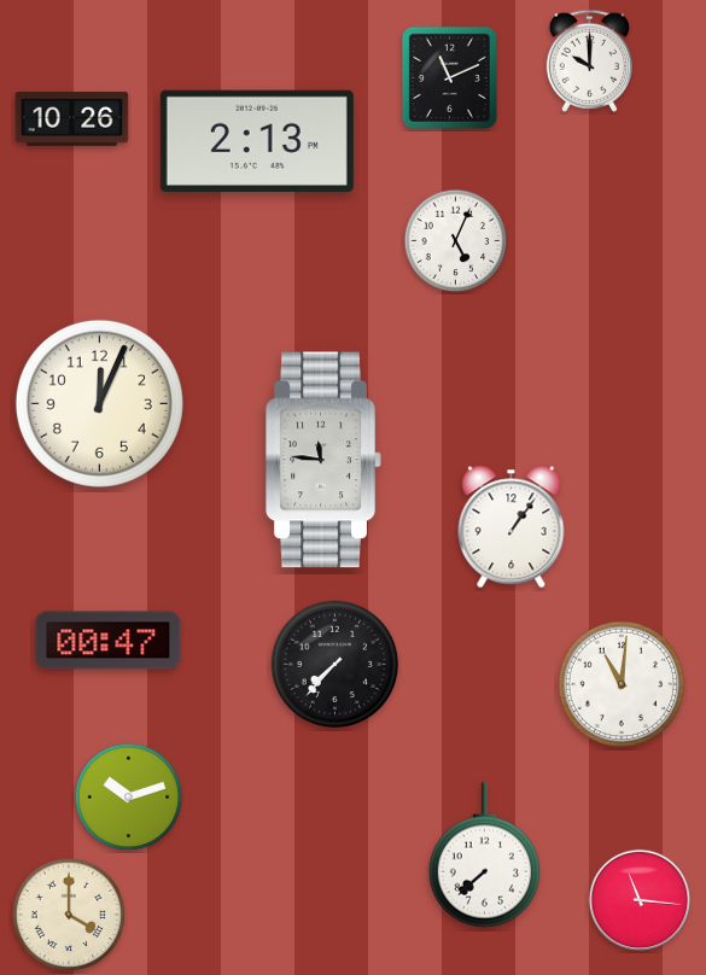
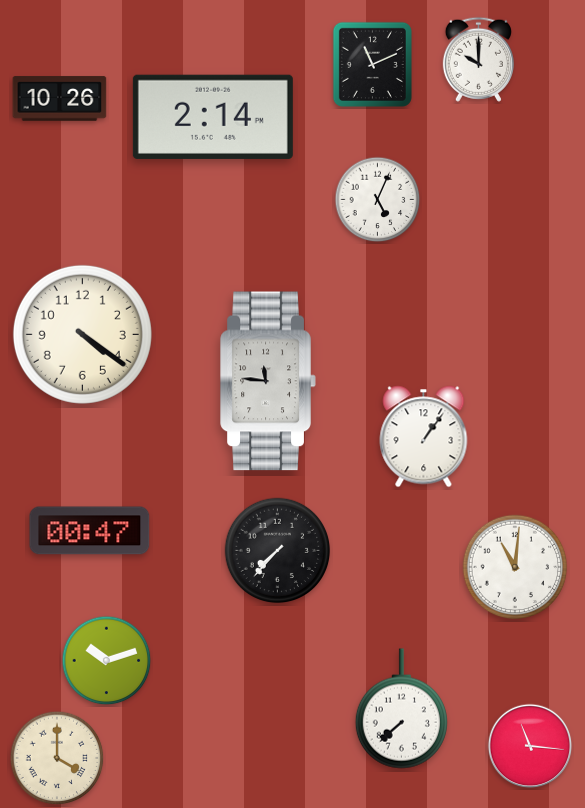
clock at (589, 60) position: (589, 60) -> (478, 59)
clock at (257, 141): 2:13 -> 2:14
clock at (99, 403): 12:04 -> 4:21
